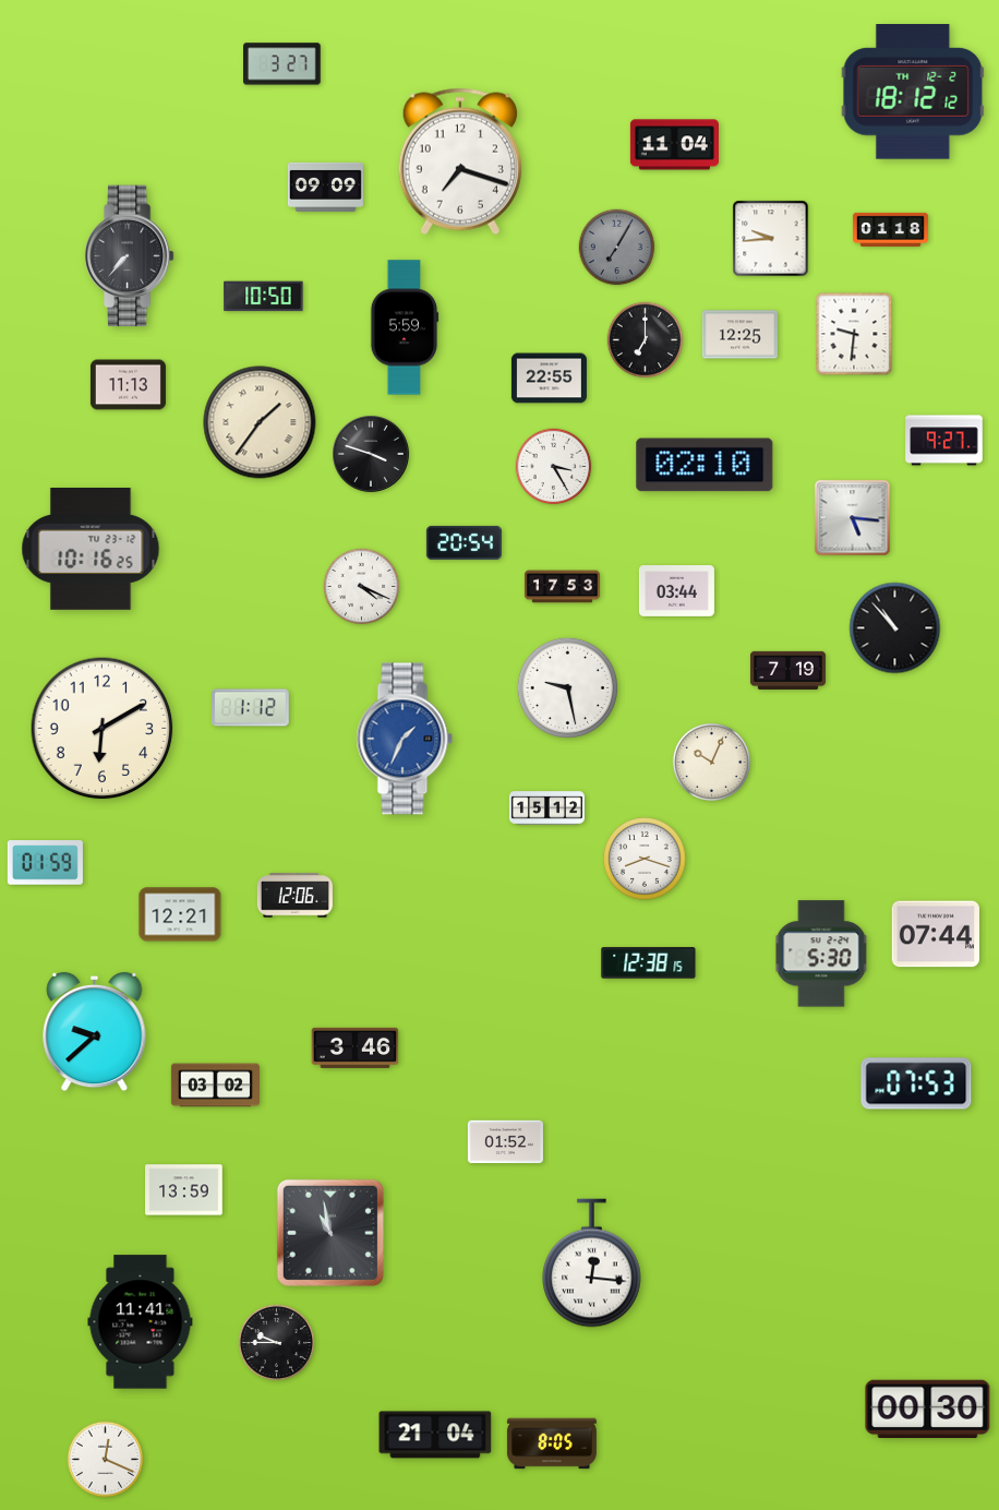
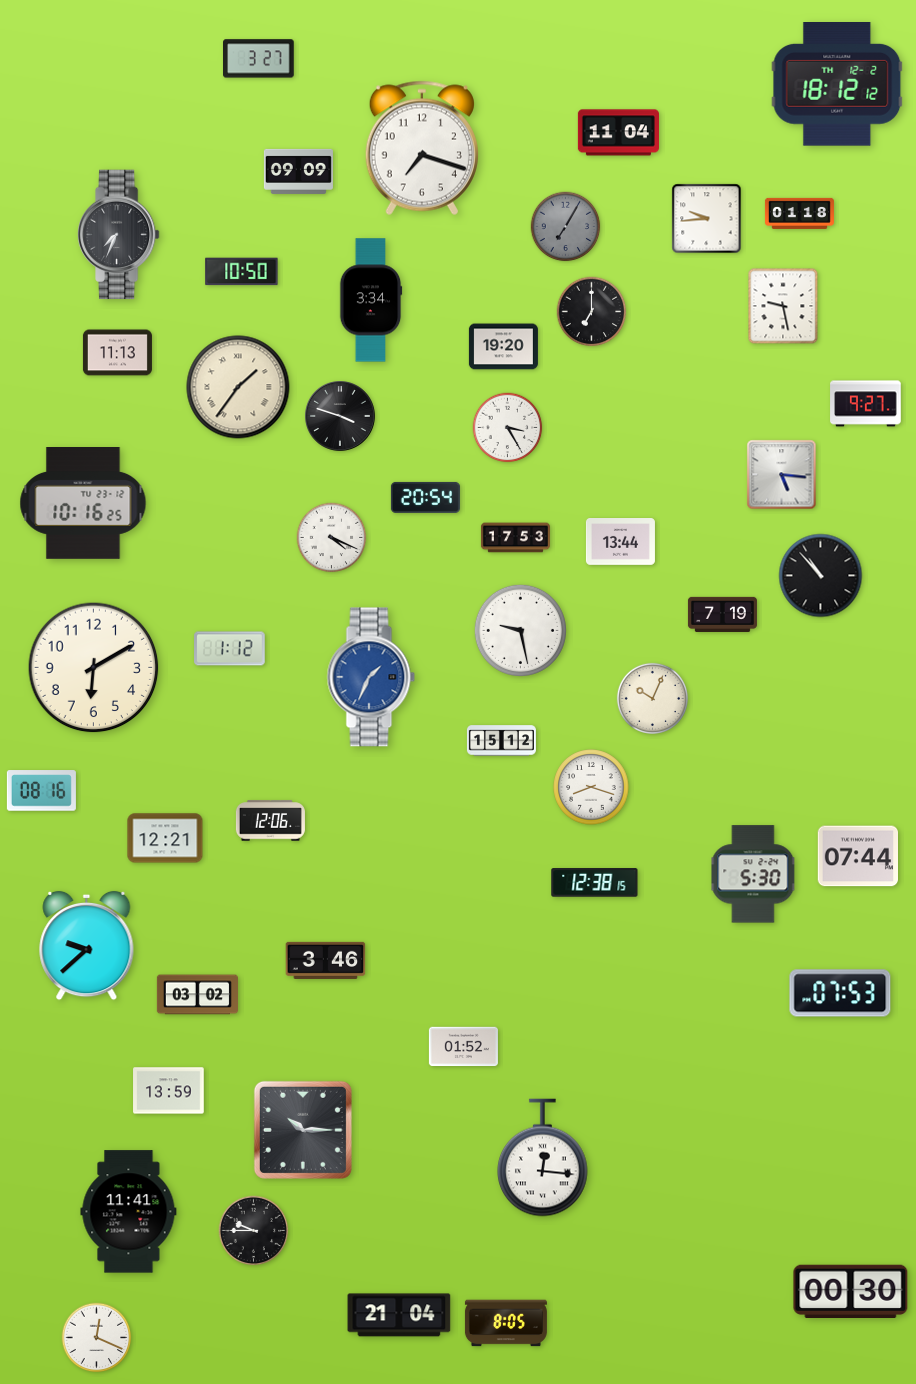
clock at (890, 229) position: (890, 229) -> (799, 213)
clock at (129, 256): 7:37 -> 7:34
clock at (405, 327): 5:59 -> 3:34
clock at (854, 334): 9:31 -> 9:28
clock at (739, 335): 12:25 -> none
clock at (549, 379): 22:55 -> 19:20
clock at (705, 465): 02:10 -> none
clock at (676, 591): 03:44 -> 13:44
clock at (45, 863): 01:59 -> 08:16
clock at (330, 1233): 10:58 -> 10:15
